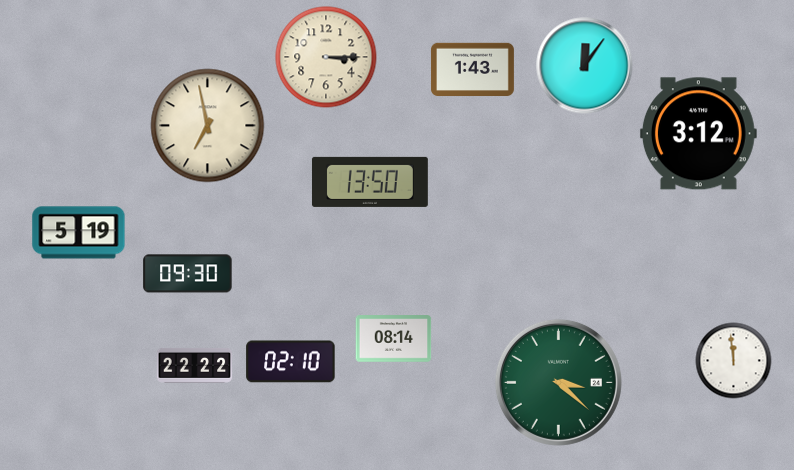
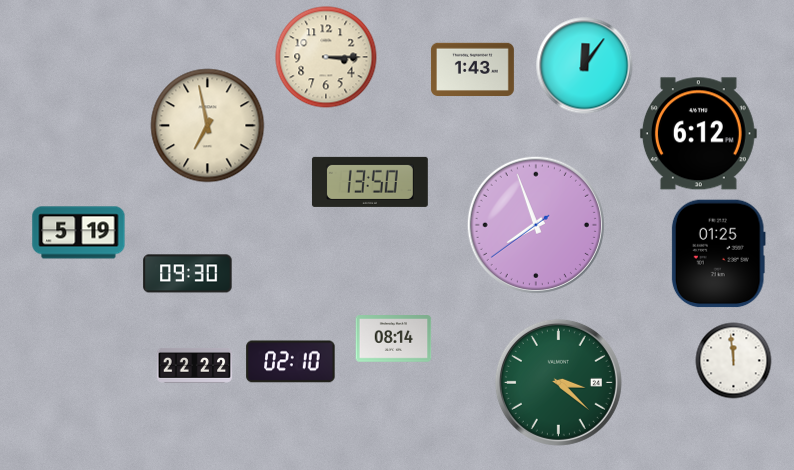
clock at (698, 134): 3:12 -> 6:12
clock at (536, 225): none -> 7:56
clock at (718, 254): none -> 01:25
